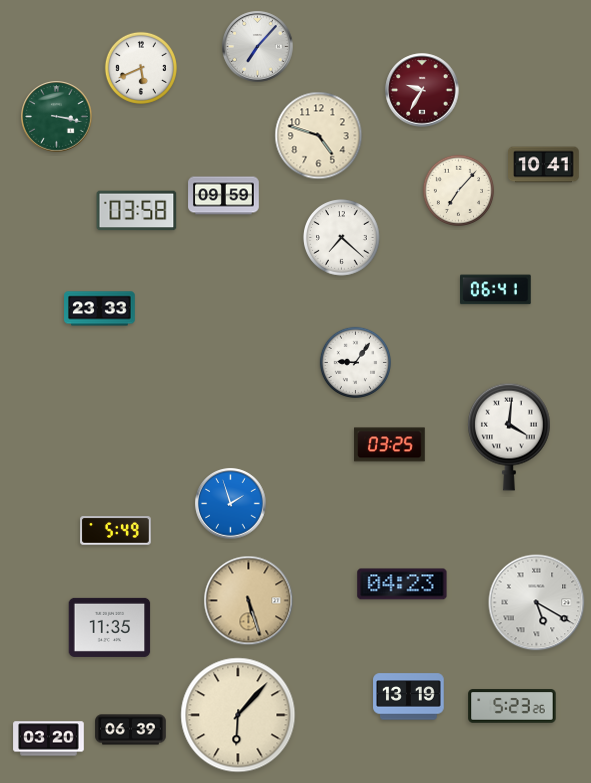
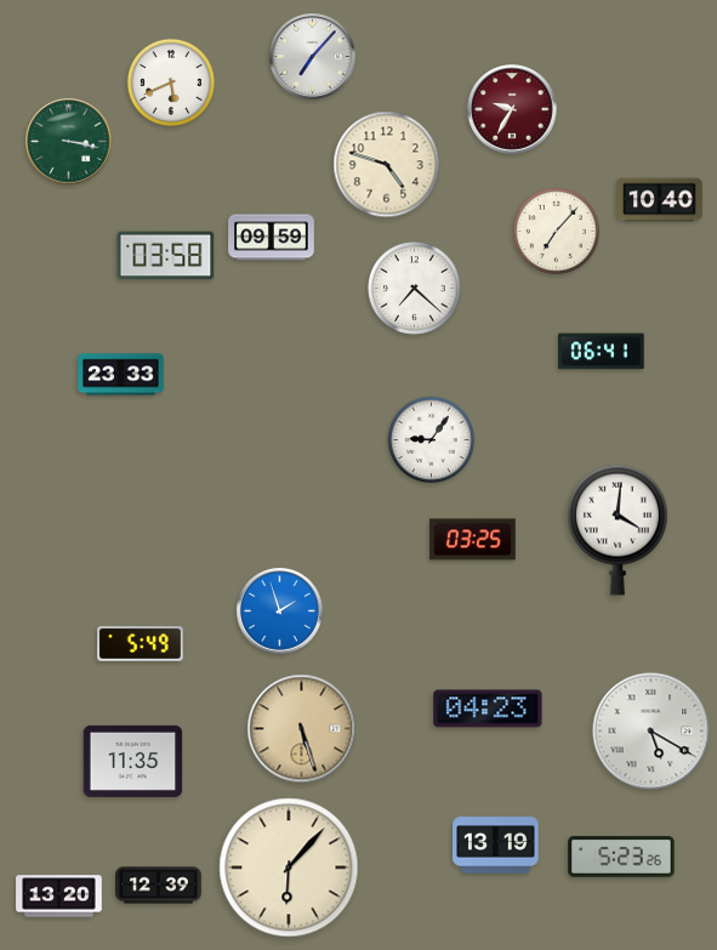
clock at (544, 165): 10:41 -> 10:40
clock at (131, 730): 06:39 -> 12:39
clock at (49, 739): 03:20 -> 13:20
